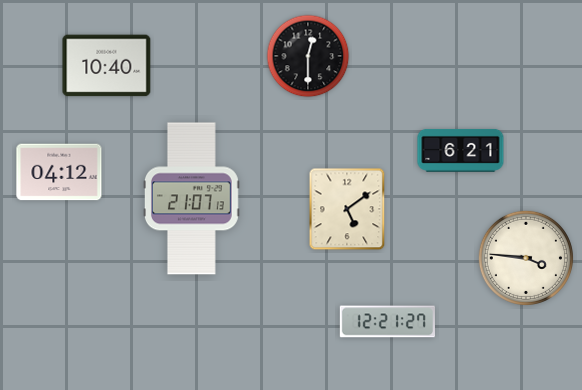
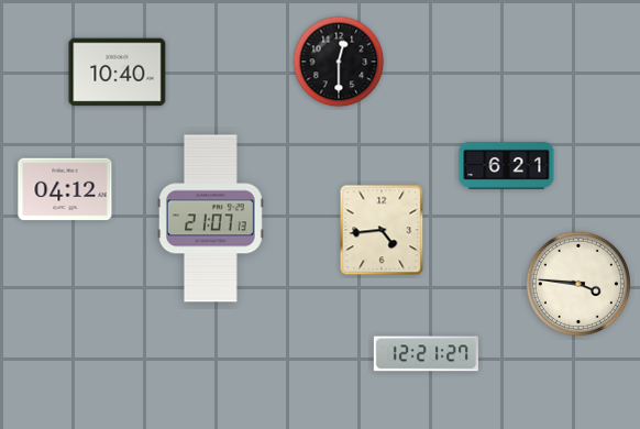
clock at (347, 209): 5:09 -> 4:44
